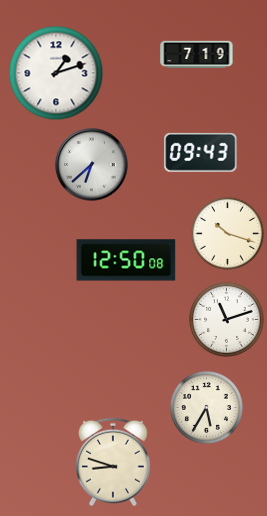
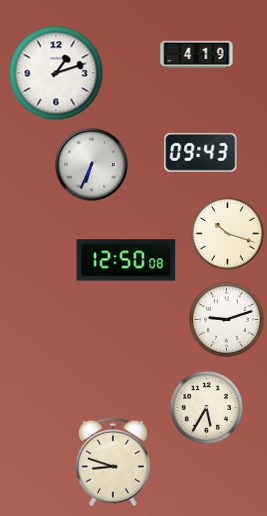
clock at (197, 55): 7:19 -> 4:19
clock at (92, 165): 6:38 -> 6:34
clock at (227, 320): 11:12 -> 9:12
